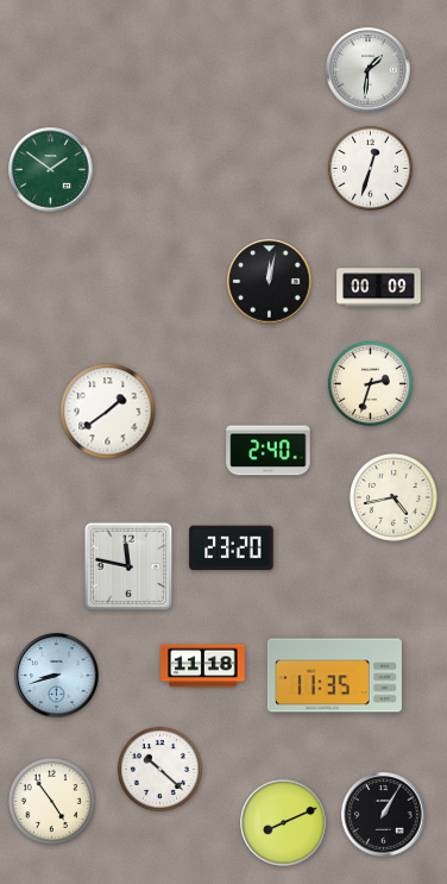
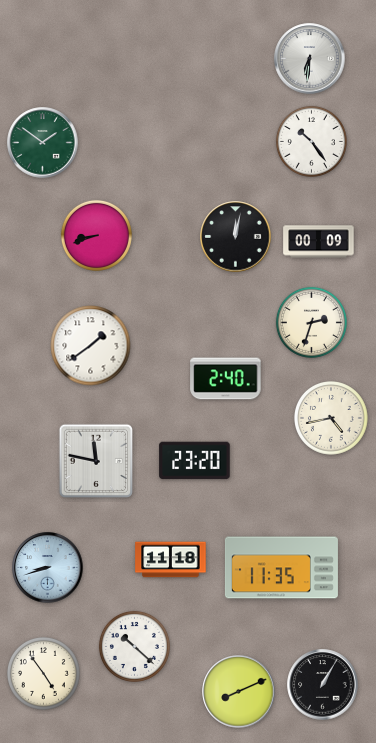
clock at (369, 70): 1:31 -> 6:31
clock at (370, 168): 12:33 -> 10:24
clock at (96, 235): none -> 8:42
clock at (270, 282) position: (270, 282) -> (236, 237)
clock at (128, 566) position: (128, 566) -> (96, 461)
